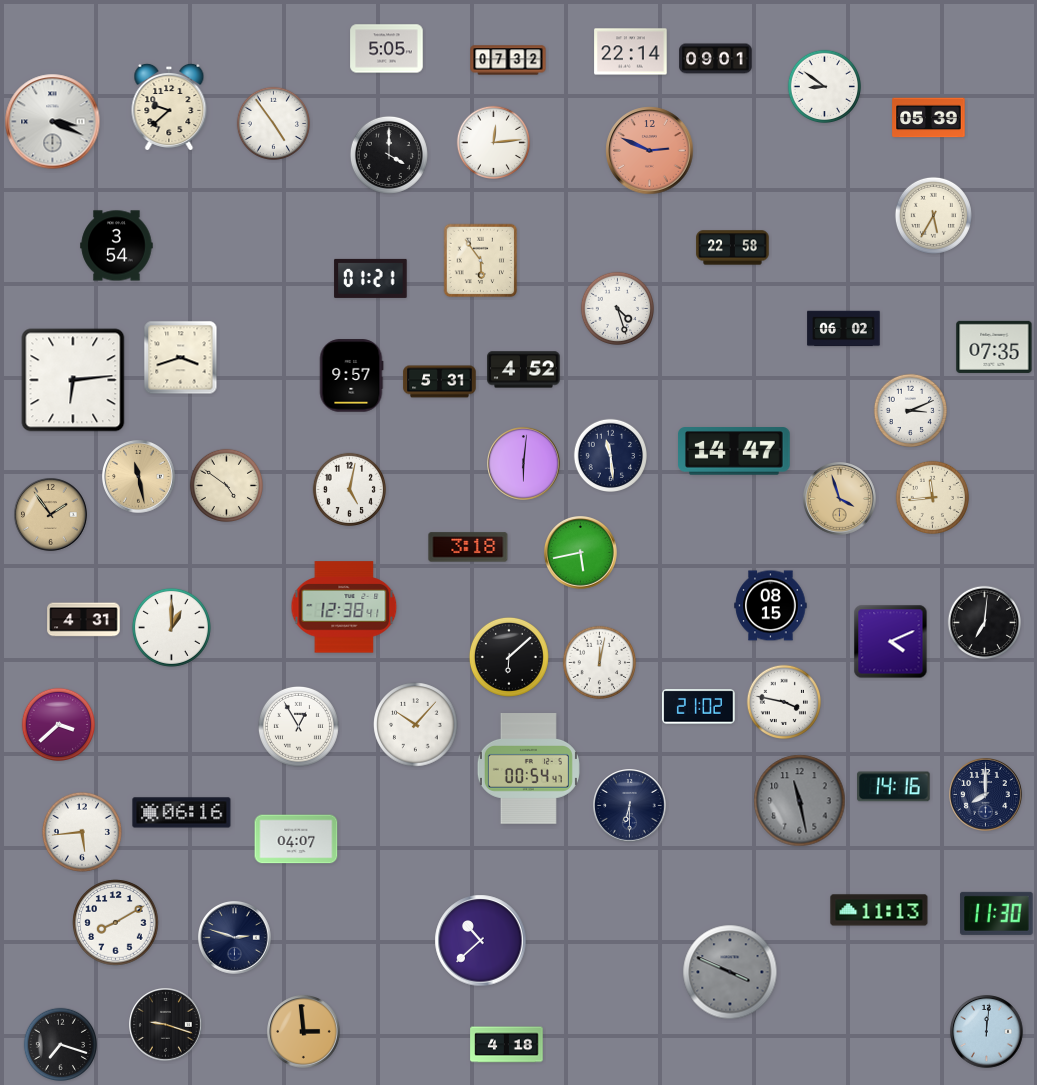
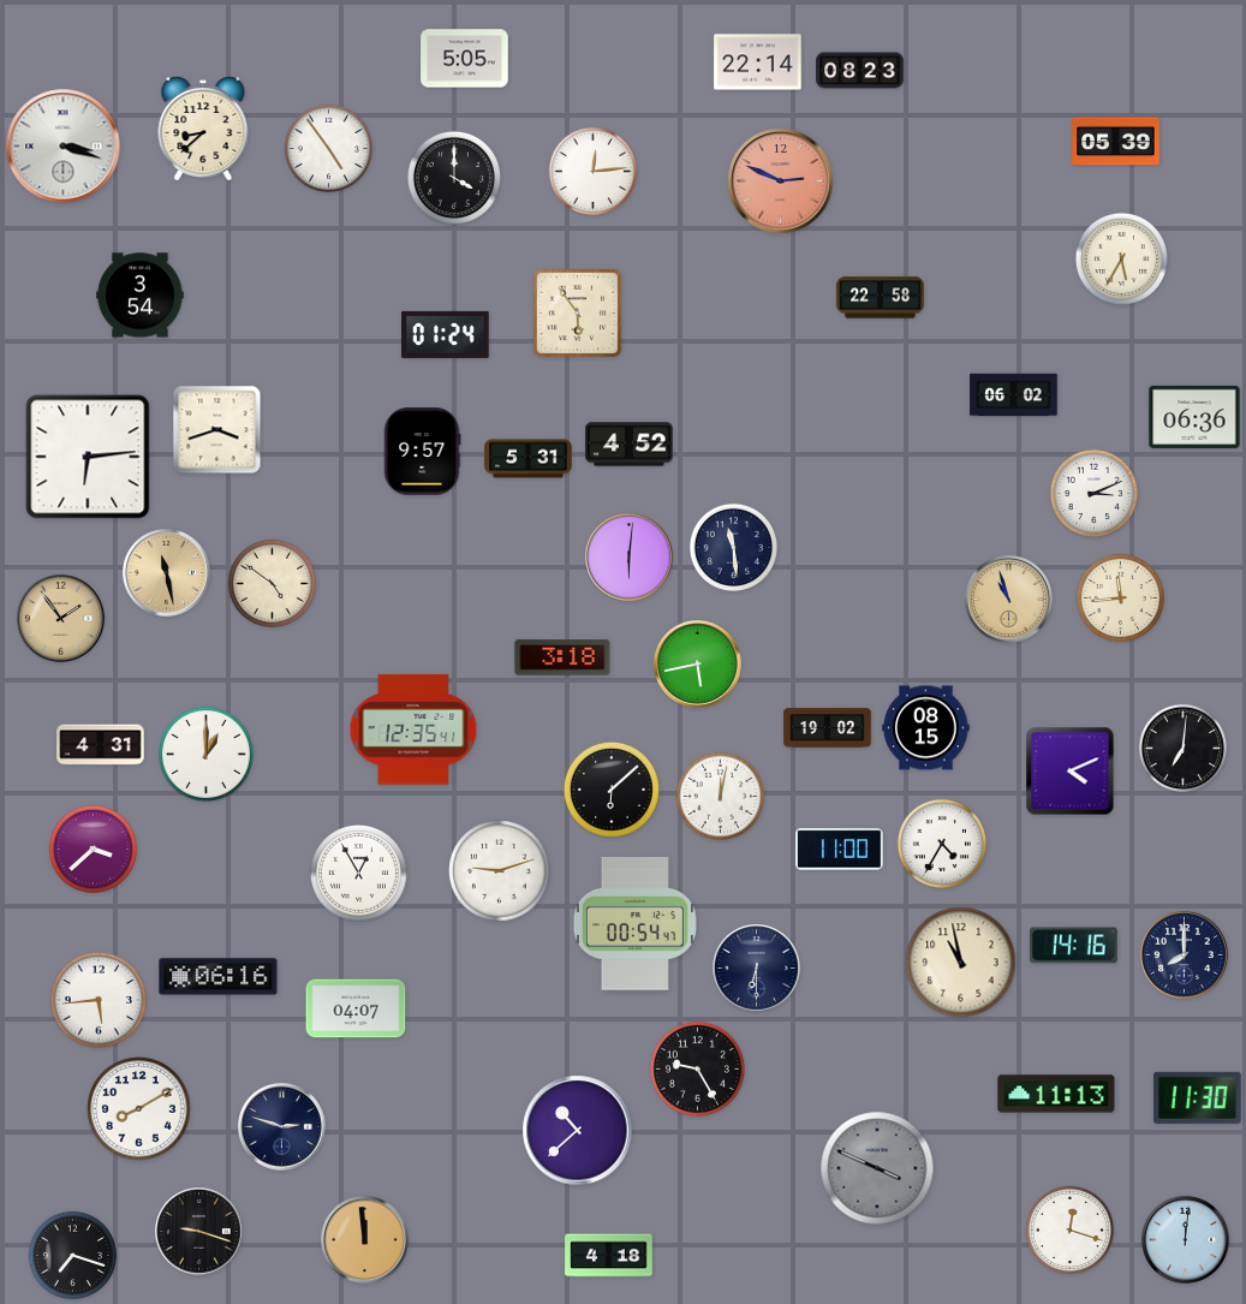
clock at (716, 59): 09:01 -> 08:23
clock at (508, 60): 07:32 -> none
clock at (824, 86): 8:51 -> none
clock at (169, 107): 9:38 -> 8:38
clock at (53, 122): 3:19 -> 3:18
clock at (389, 155) position: (389, 155) -> (454, 178)
clock at (371, 278): 01:21 -> 01:24
clock at (617, 308): 4:27 -> none
clock at (994, 347): 07:35 -> 06:36
clock at (734, 451): 14:47 -> none
clock at (349, 489): 5:02 -> none
clock at (840, 499): 3:57 -> 10:57
clock at (828, 728): none -> 19:02
clock at (344, 607): 12:38 -> 12:35
clock at (783, 701): 3:47 -> 4:35
clock at (699, 707): 21:02 -> 11:00
clock at (58, 724) position: (58, 724) -> (93, 849)
clock at (416, 725): 10:07 -> 9:12
clock at (800, 801): 11:28 -> 10:58
clock at (800, 801) dial: grey -> cream
clock at (697, 1068): none -> 9:25
clock at (1069, 1229): none -> 12:18
clock at (304, 1032): 2:59 -> 11:59
